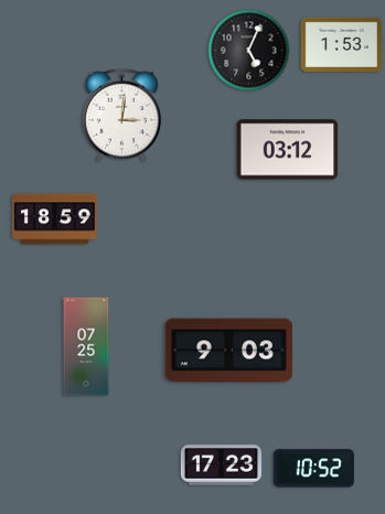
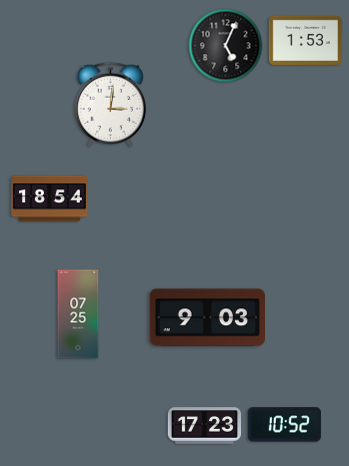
clock at (341, 44) position: (341, 44) -> (305, 40)
clock at (288, 150): 03:12 -> none
clock at (55, 219): 18:59 -> 18:54
clock at (221, 465) position: (221, 465) -> (204, 426)
